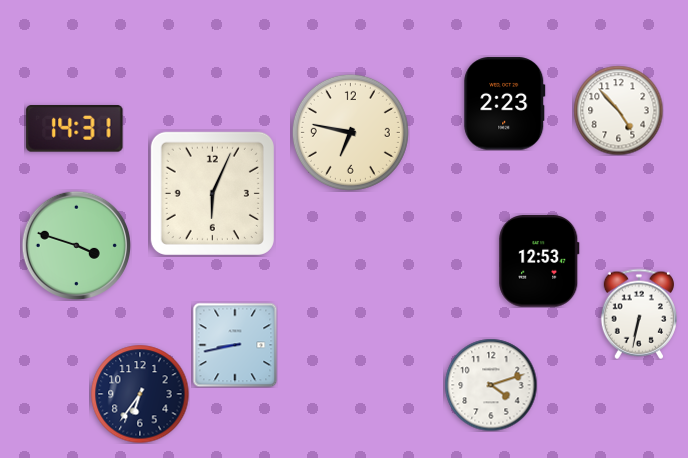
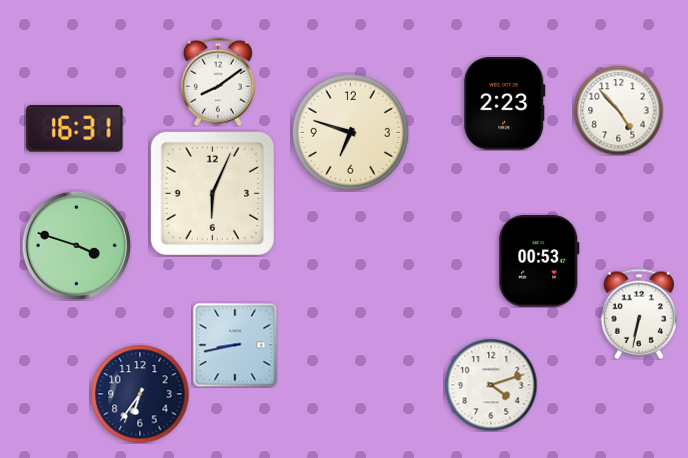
clock at (218, 82): none -> 8:09
clock at (75, 129): 14:31 -> 16:31
clock at (350, 132): 6:47 -> 6:48
clock at (539, 261): 12:53 -> 00:53
